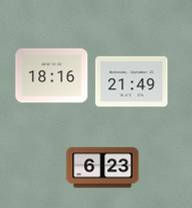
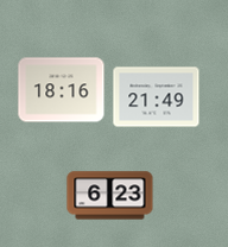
clock at (103, 168) position: (103, 168) -> (110, 196)
